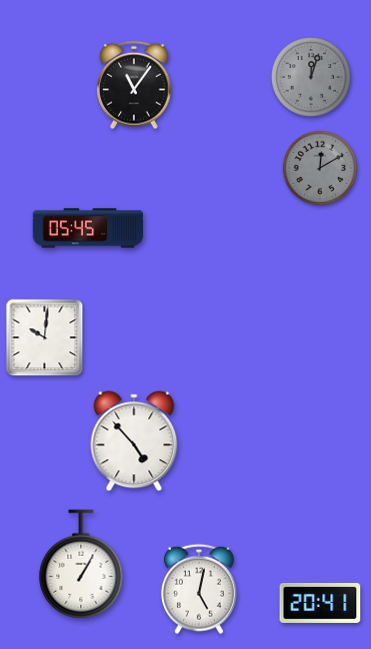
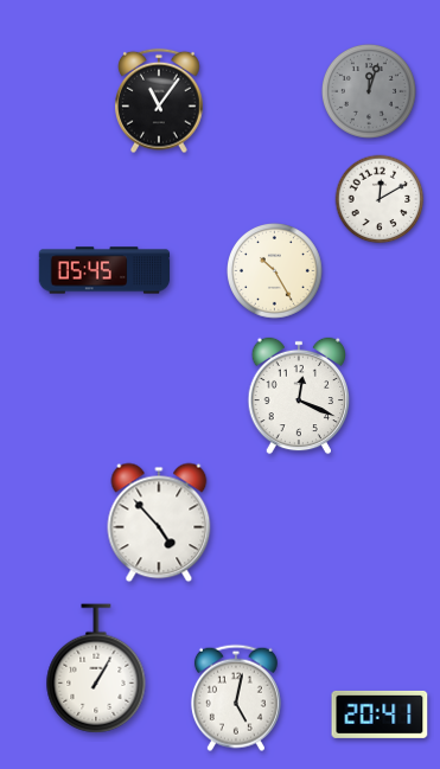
clock at (320, 168) dial: grey -> white
clock at (275, 271): none -> 10:25
clock at (299, 396): none -> 12:19
clock at (45, 338): 10:01 -> none
